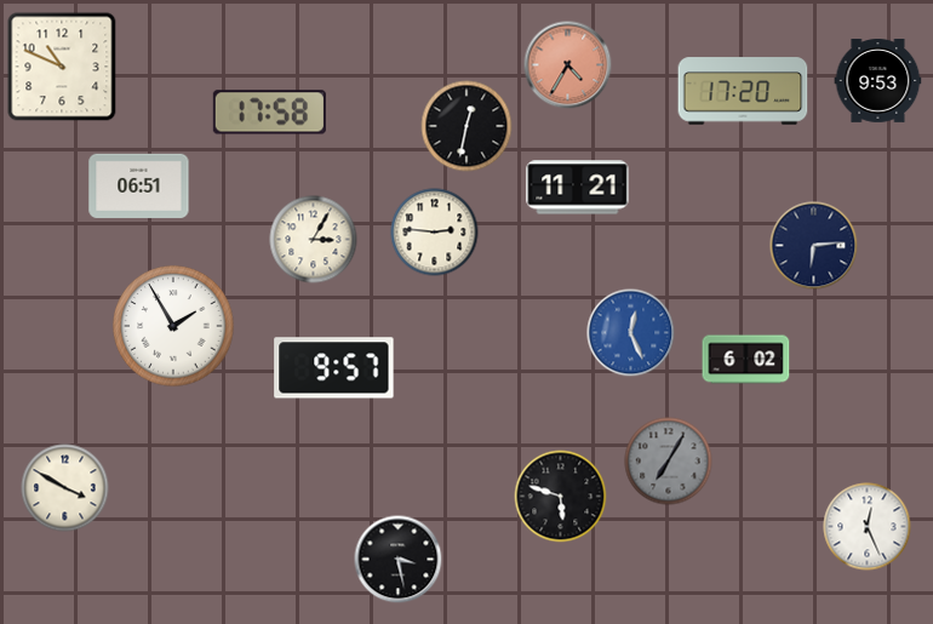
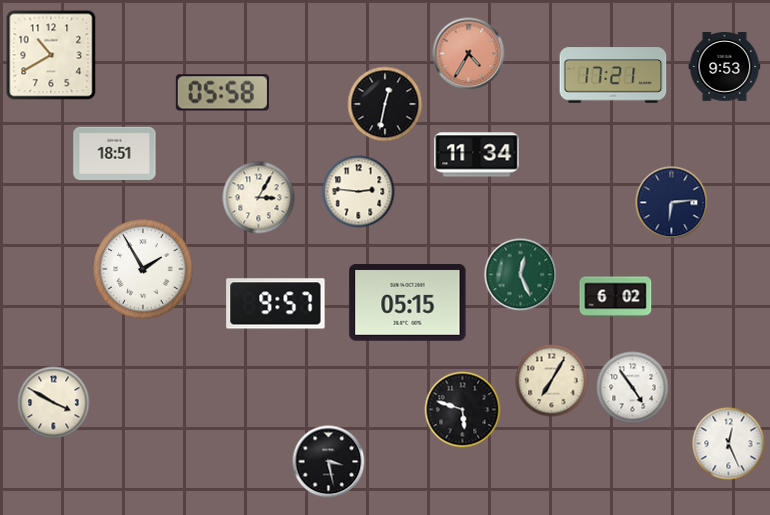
clock at (62, 67): 10:49 -> 10:40
clock at (743, 91): 17:20 -> 17:21
clock at (269, 113): 17:58 -> 05:58
clock at (139, 185): 06:51 -> 18:51
clock at (578, 188): 11:21 -> 11:34
clock at (631, 333) dial: blue -> green
clock at (408, 302): none -> 05:15
clock at (669, 462) dial: grey -> cream
clock at (633, 388): none -> 4:54
clock at (868, 527) position: (868, 527) -> (729, 444)
